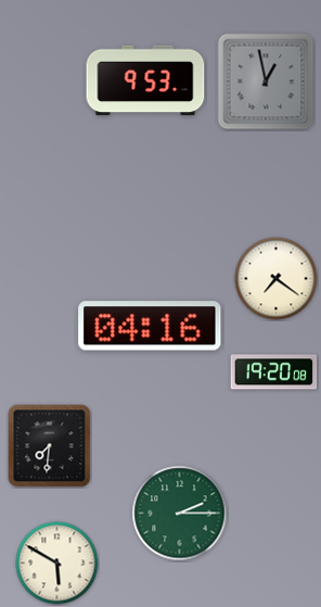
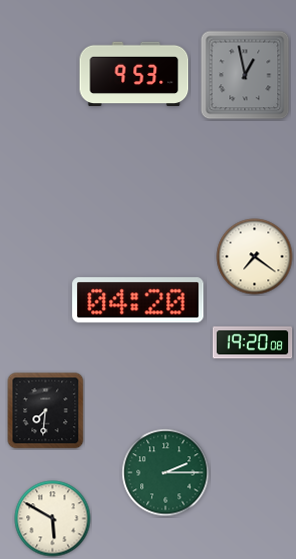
clock at (150, 326): 04:16 -> 04:20
